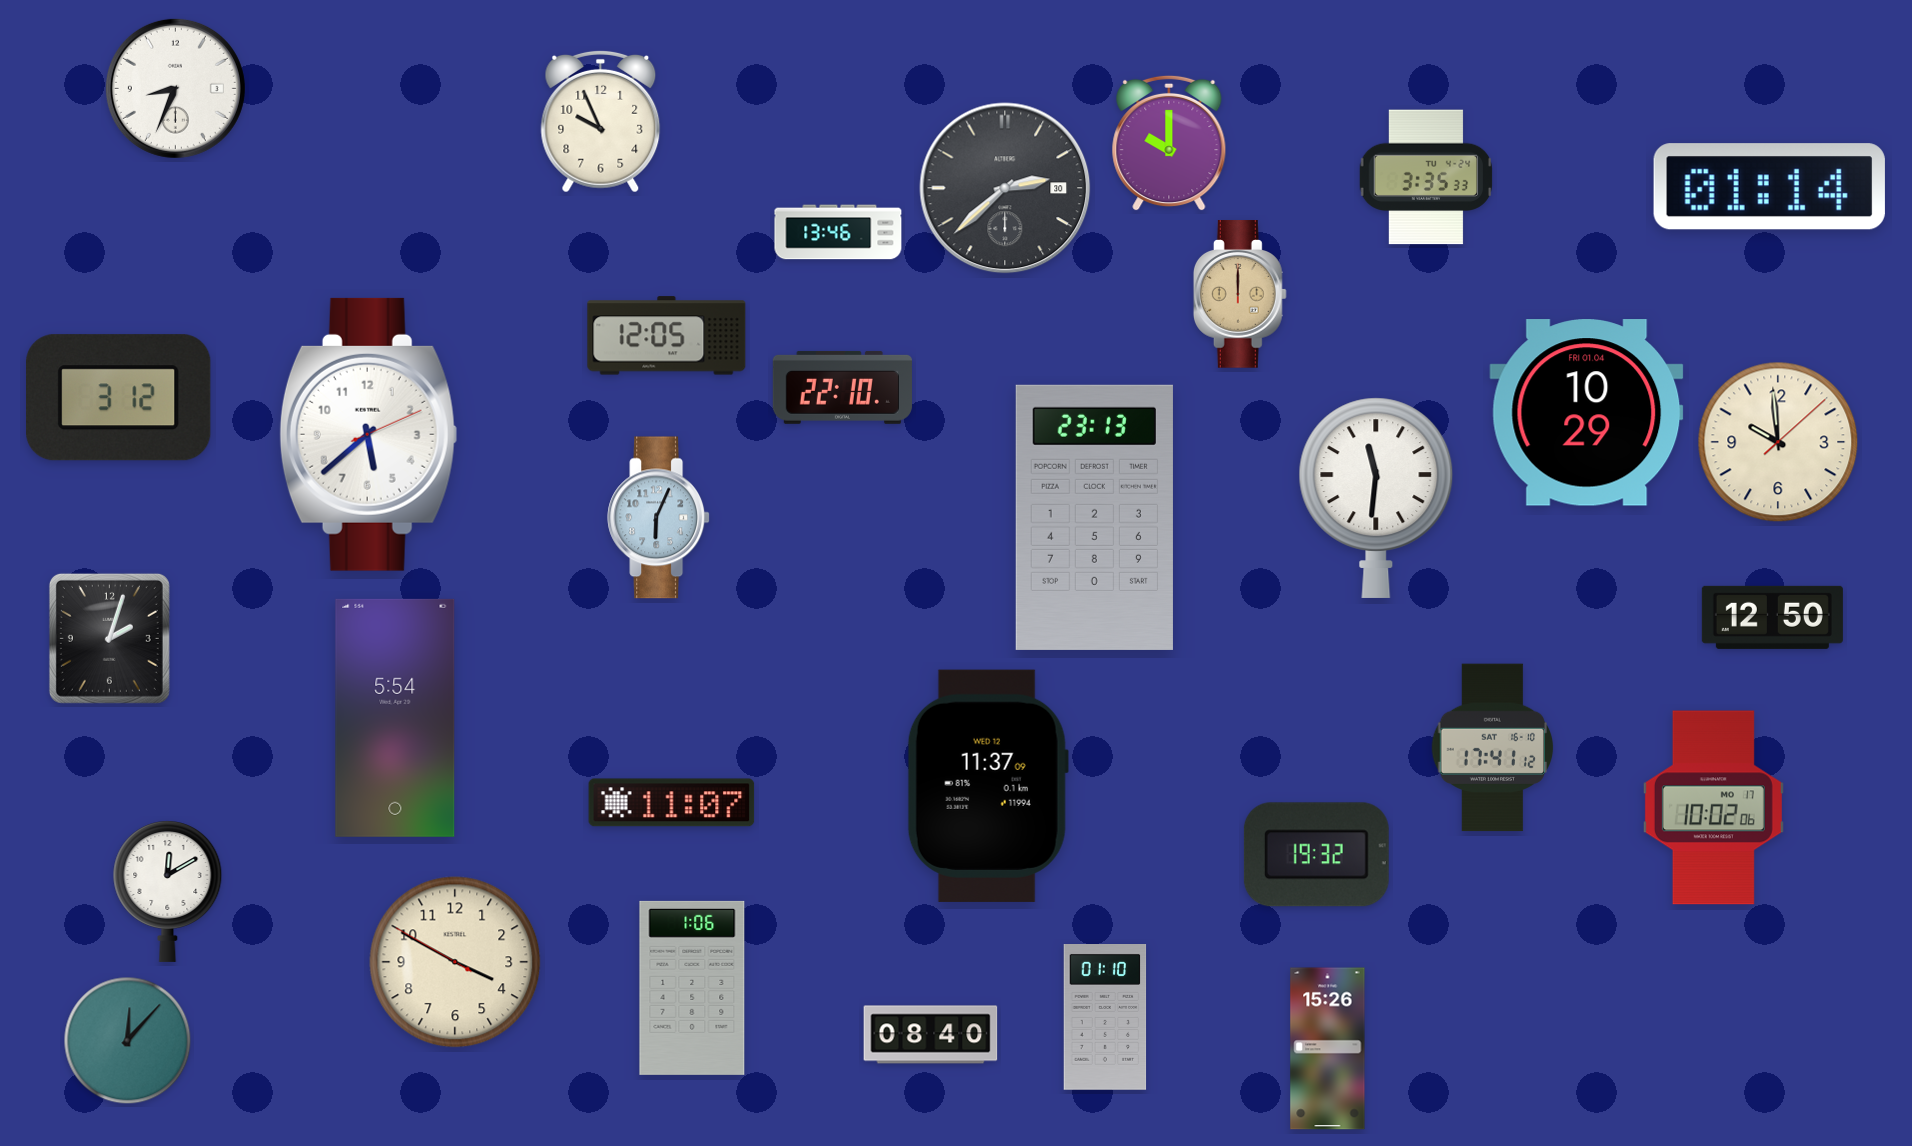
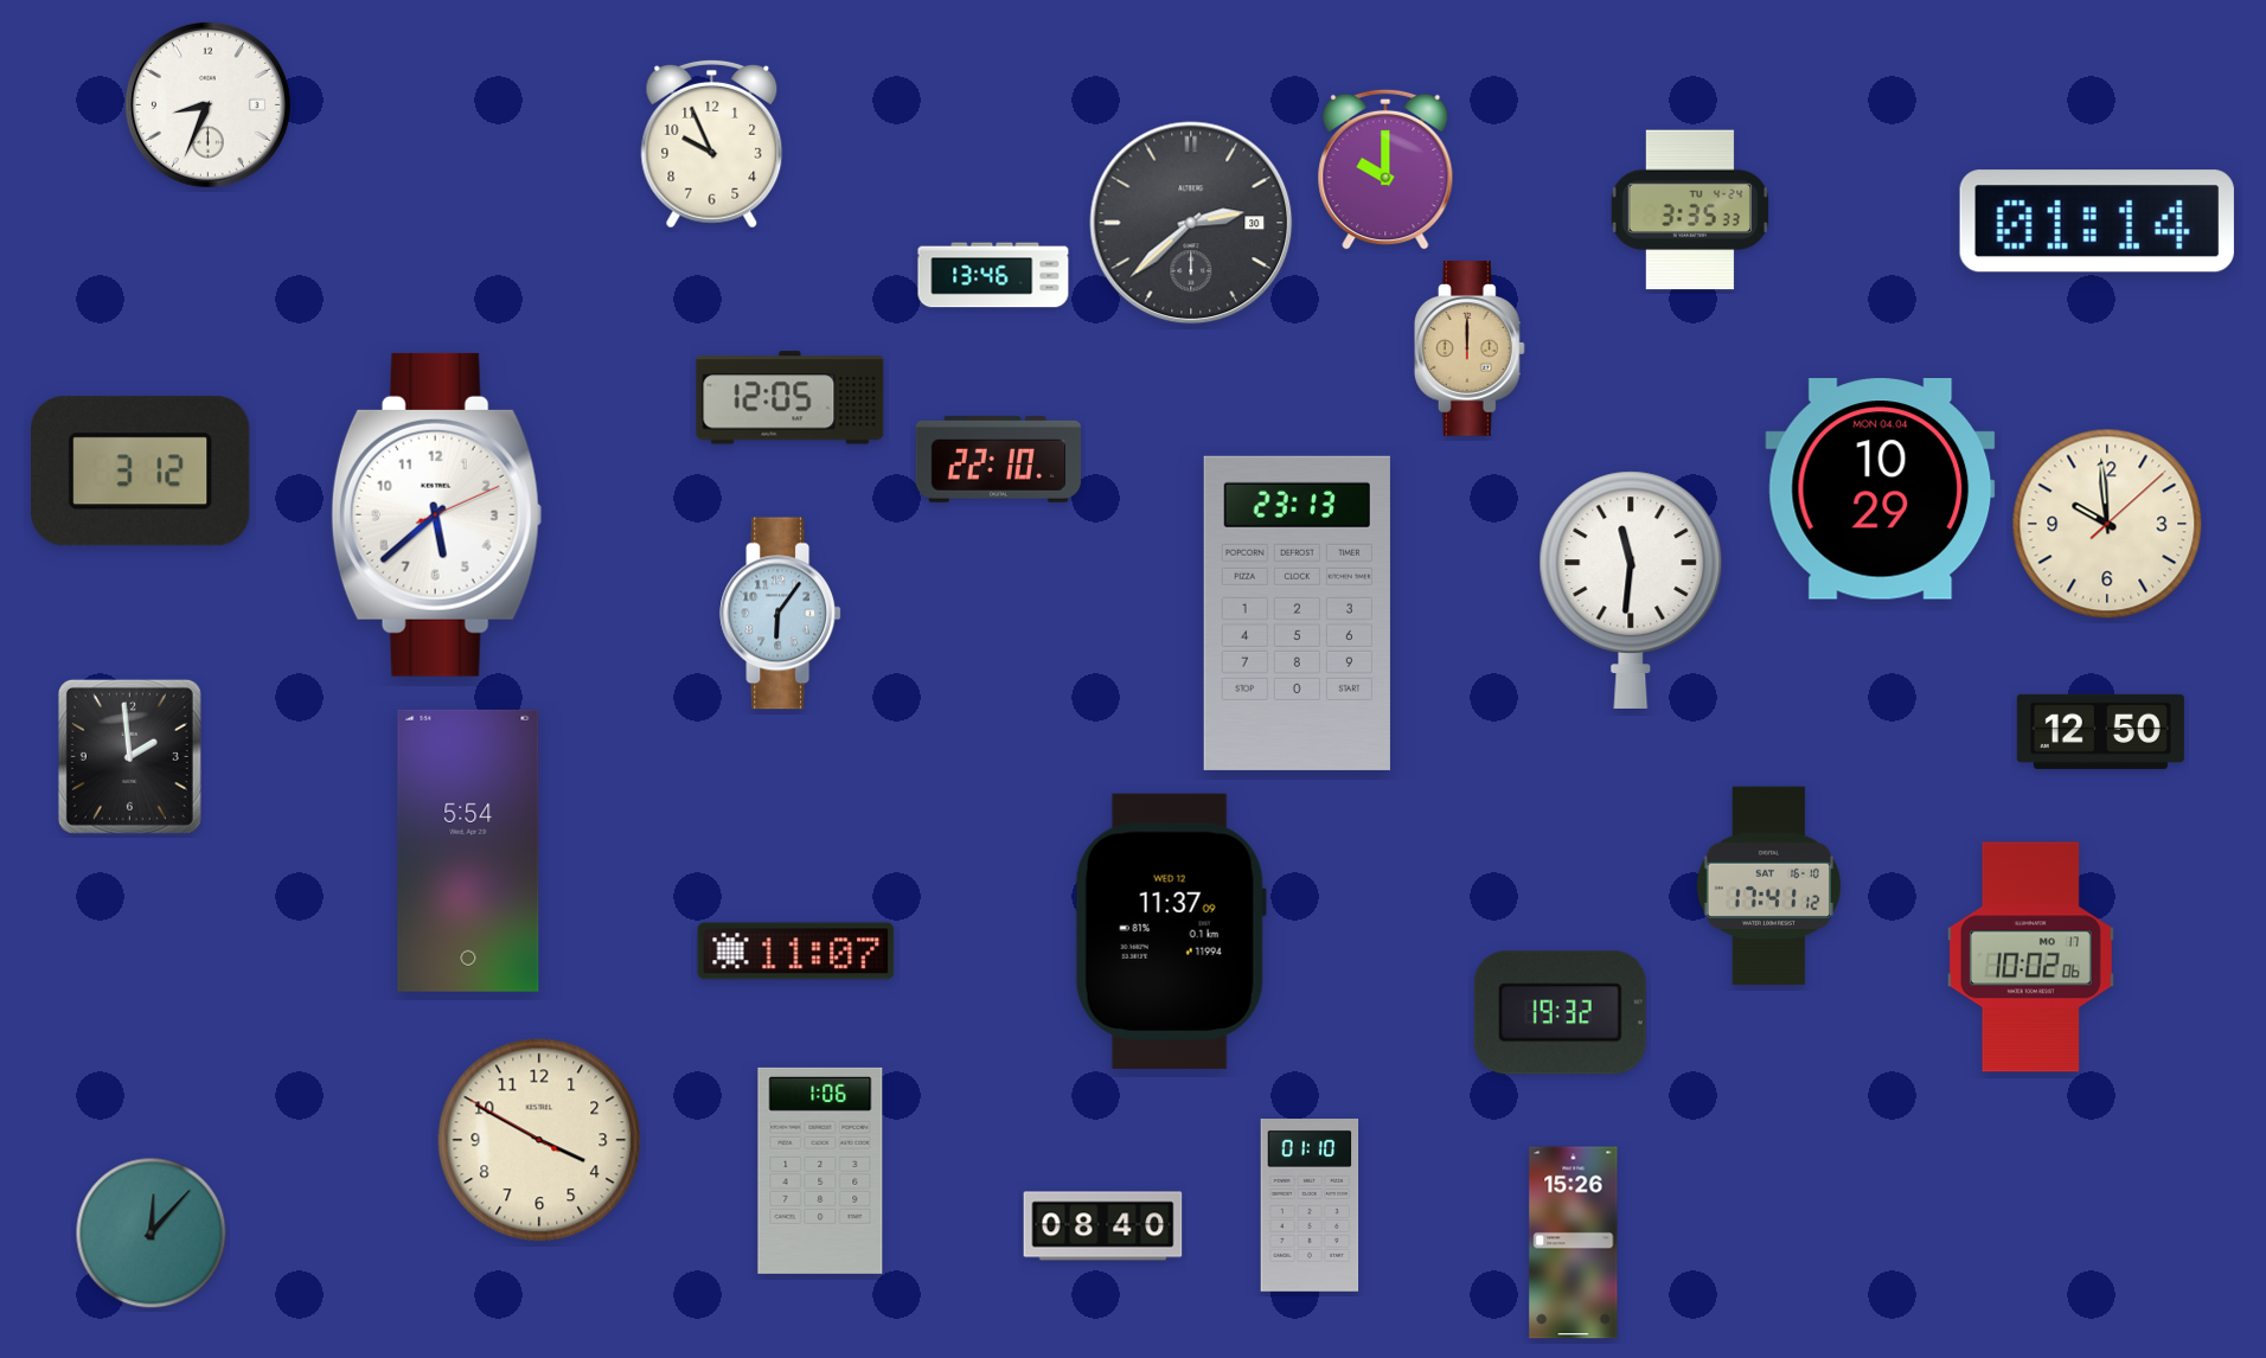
clock at (1587, 413) date: FRI 01.04 -> MON 04.04
clock at (659, 518): 6:04 -> 6:06
clock at (109, 638): 2:03 -> 1:59
clock at (168, 891): 12:10 -> none
